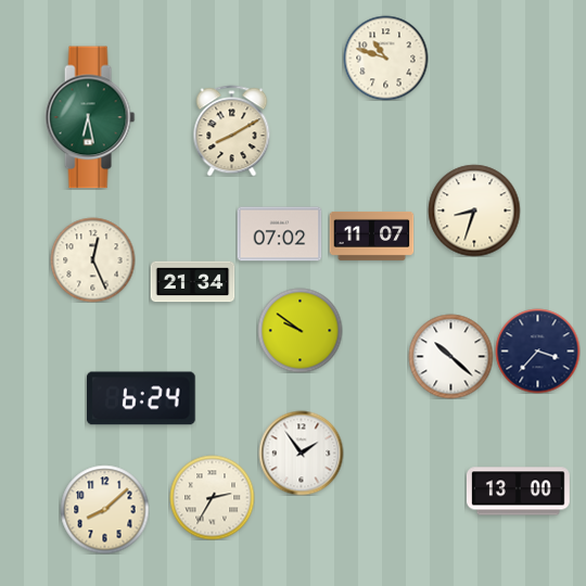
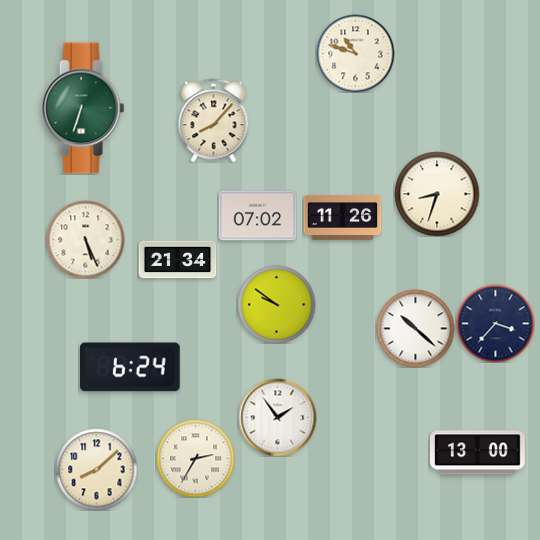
clock at (90, 117): 6:28 -> 6:33
clock at (232, 130): 8:10 -> 8:07
clock at (371, 235): 11:07 -> 11:26
clock at (92, 259): 12:26 -> 5:26
